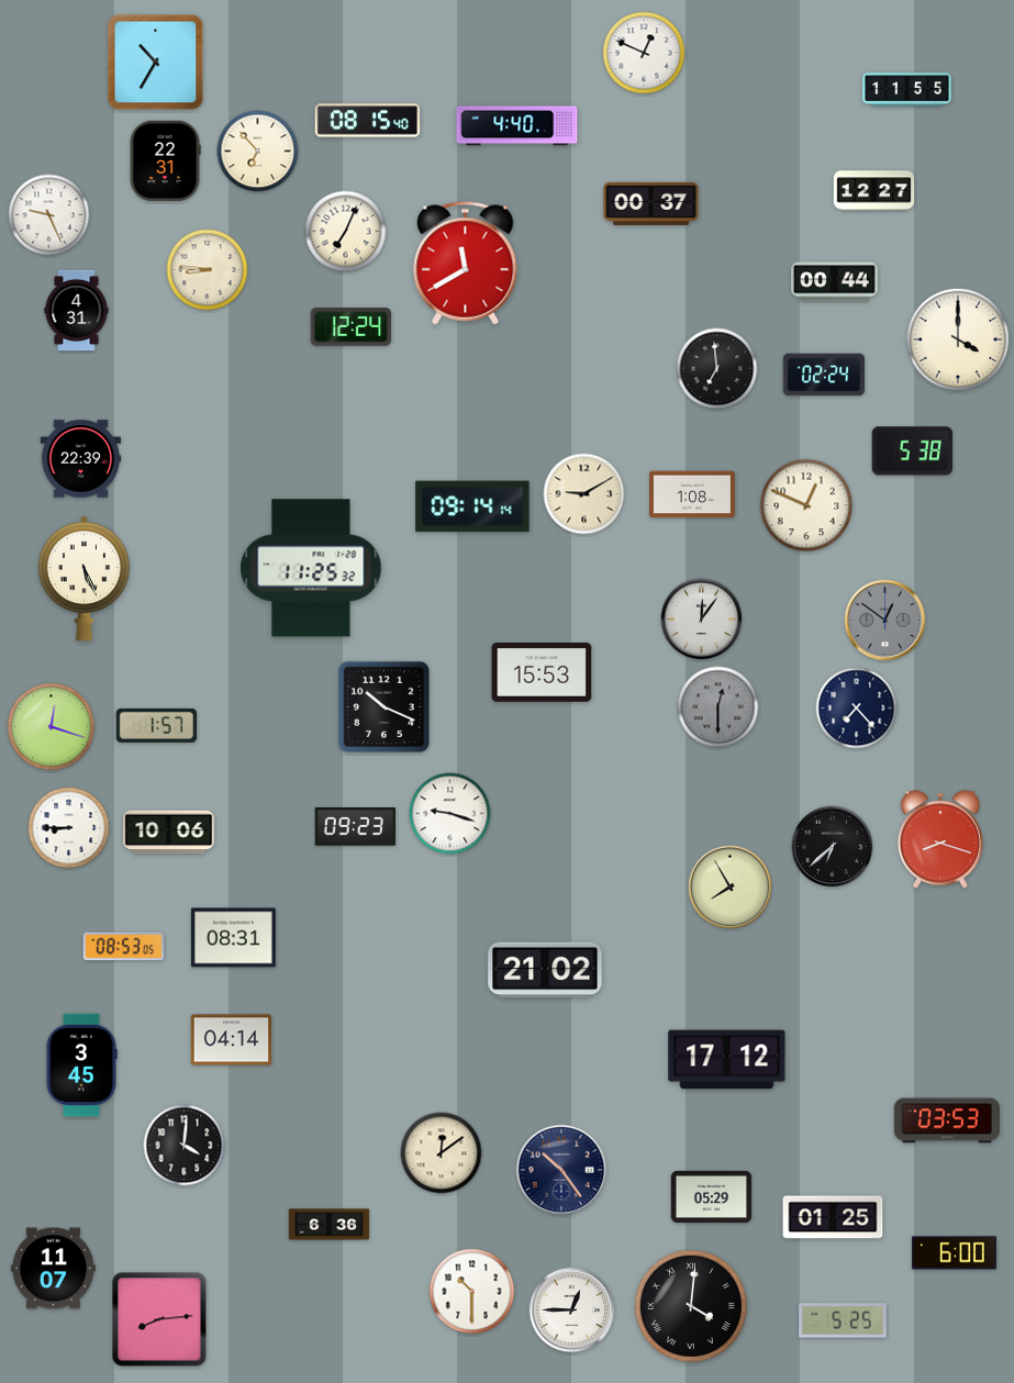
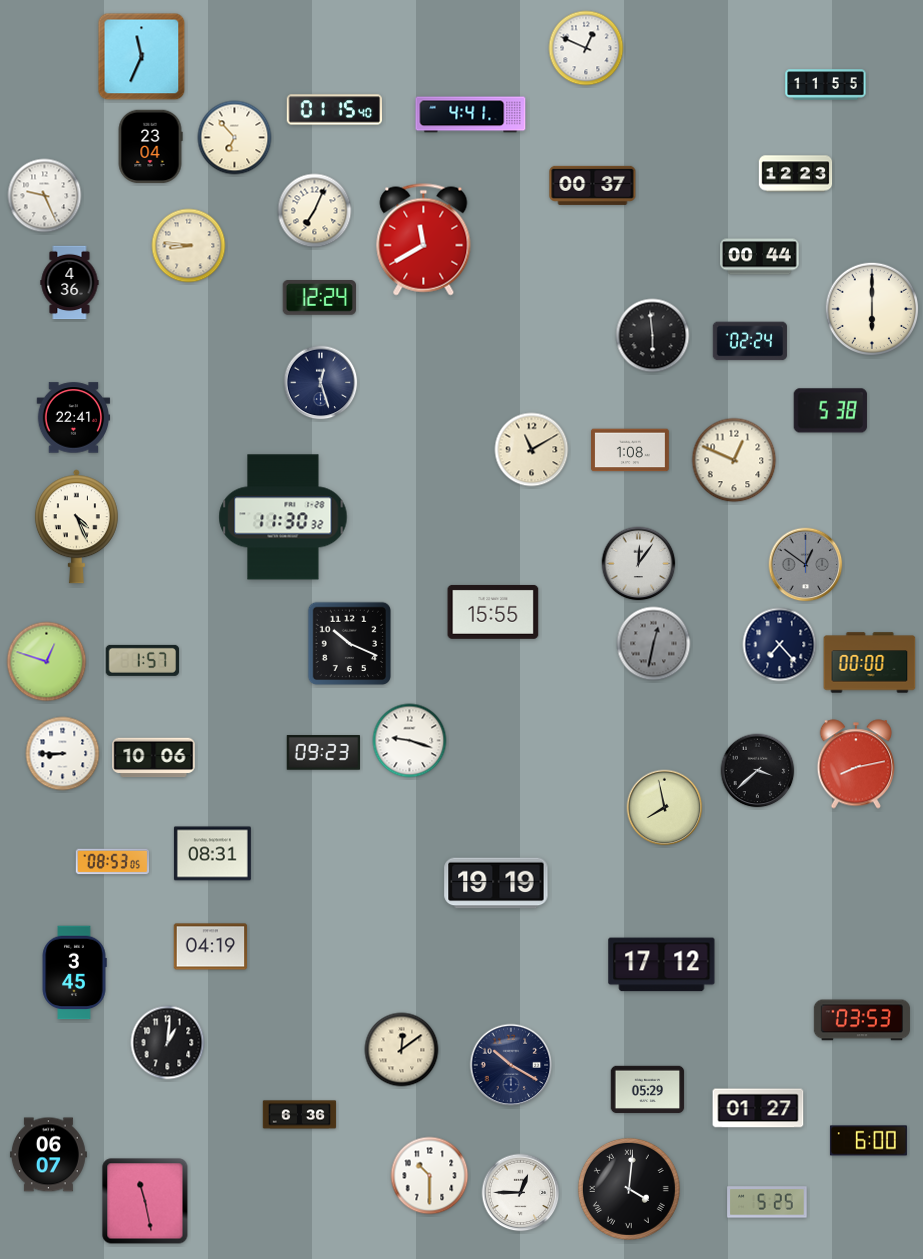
clock at (156, 63): 10:35 -> 11:34
clock at (907, 90) position: (907, 90) -> (826, 85)
clock at (368, 121): 08:15 -> 01:15
clock at (517, 126): 4:40 -> 4:41
clock at (165, 161): 22:31 -> 23:04
clock at (874, 191): 12:27 -> 12:23
clock at (77, 311): 4:31 -> 4:36
clock at (958, 339): 4:00 -> 6:00
clock at (717, 369): 6:59 -> 5:59
clock at (321, 383): none -> 12:27
clock at (81, 459): 22:39 -> 22:41
clock at (584, 494): 9:10 -> 11:10
clock at (472, 506): 09:14 -> none
clock at (311, 568): 11:25 -> 11:30
clock at (83, 579): 5:26 -> 4:26
clock at (542, 672): 15:53 -> 15:55
clock at (718, 707): 12:30 -> 12:32
clock at (52, 727): 12:18 -> 12:48
clock at (870, 663): none -> 00:00
clock at (939, 839): 8:18 -> 8:13
clock at (833, 847): 6:38 -> 3:38
clock at (731, 888): 7:55 -> 7:58
clock at (545, 970): 21:02 -> 19:19
clock at (232, 1040): 04:14 -> 04:19
clock at (81, 1066) position: (81, 1066) -> (74, 973)
clock at (185, 1146): 4:01 -> 1:01
clock at (561, 1170): 10:24 -> 10:20
clock at (833, 1217): 01:25 -> 01:27
clock at (53, 1269): 11:07 -> 06:07
clock at (159, 1319): 8:14 -> 11:28
